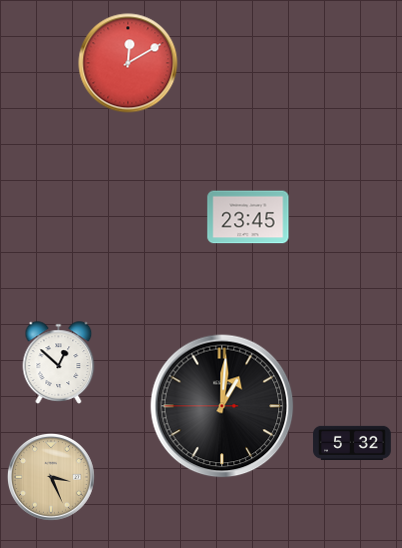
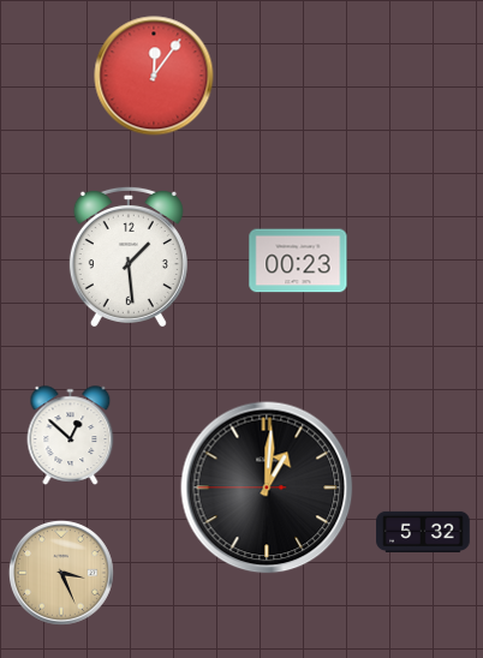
clock at (128, 63): 12:10 -> 12:06
clock at (129, 256): none -> 1:29
clock at (248, 217): 23:45 -> 00:23
